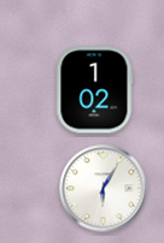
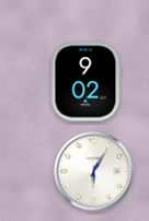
clock at (94, 90): 1:02 -> 9:02
